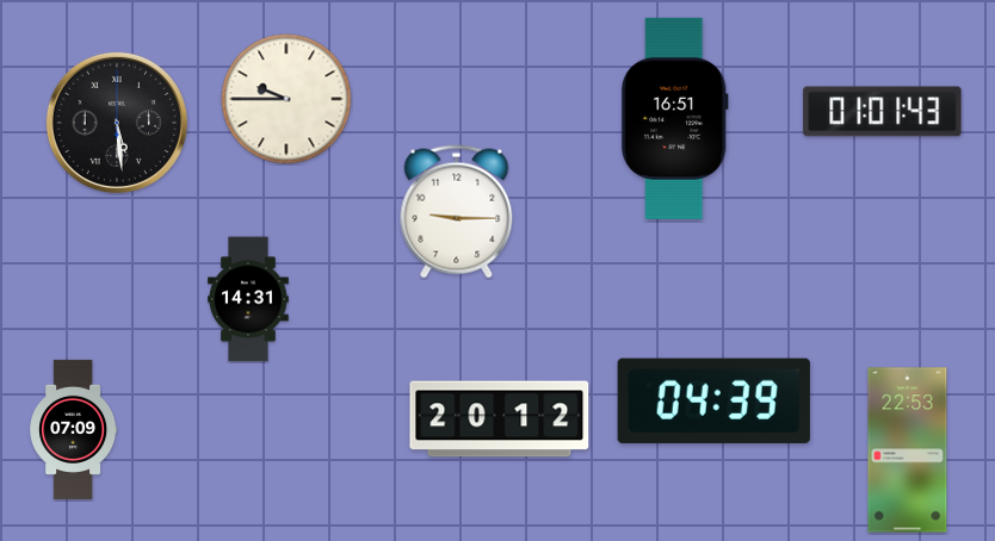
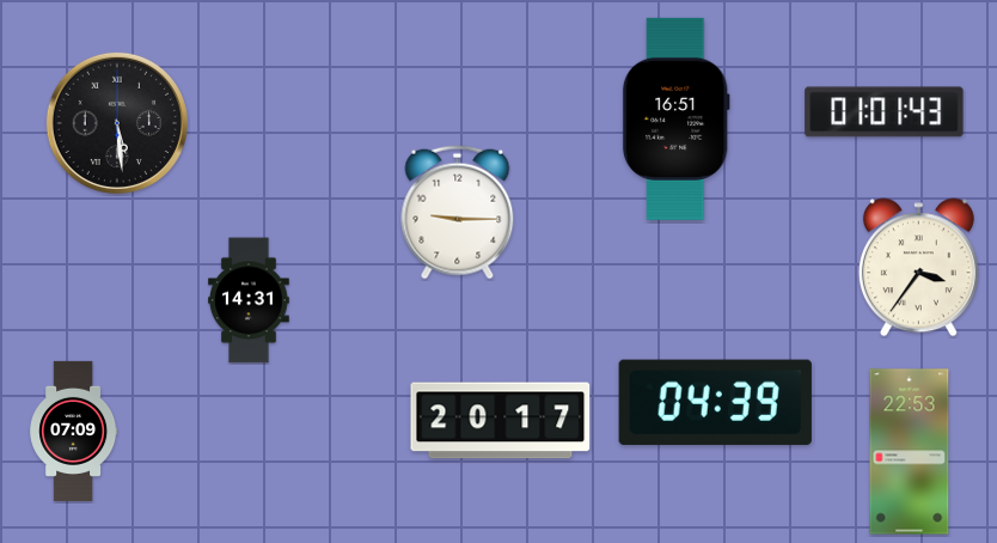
clock at (286, 99): 9:45 -> none
clock at (918, 268): none -> 3:36
clock at (500, 419): 20:12 -> 20:17
